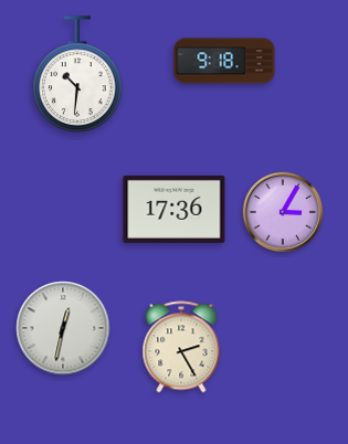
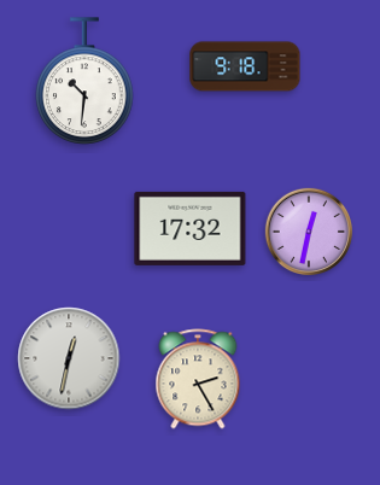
clock at (175, 209): 17:36 -> 17:32
clock at (282, 211): 3:05 -> 12:32
